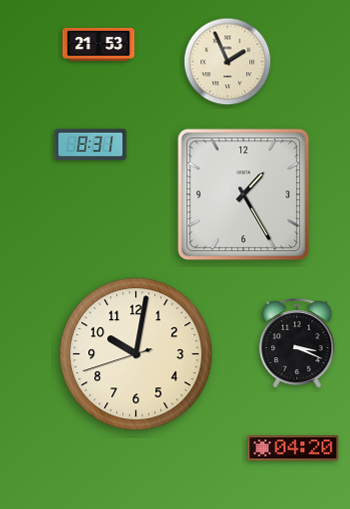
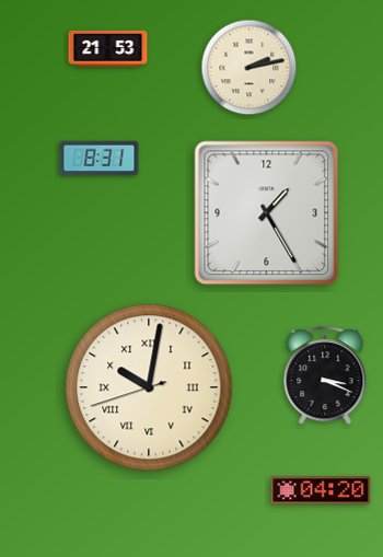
clock at (228, 62): 1:56 -> 2:13
clock at (136, 354) numerals: Arabic -> Roman
